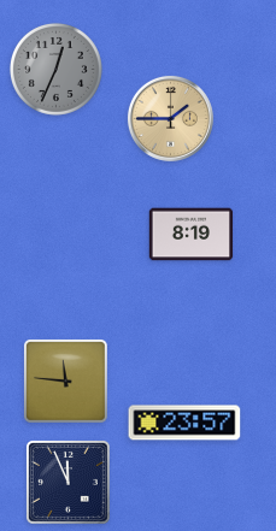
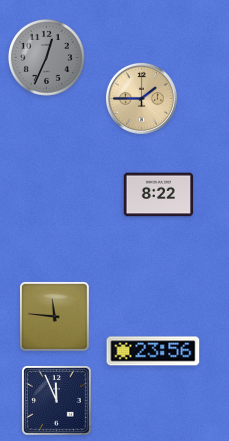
clock at (192, 235): 8:19 -> 8:22
clock at (184, 423): 23:57 -> 23:56
